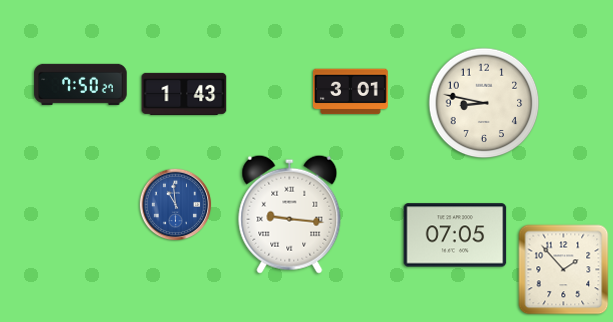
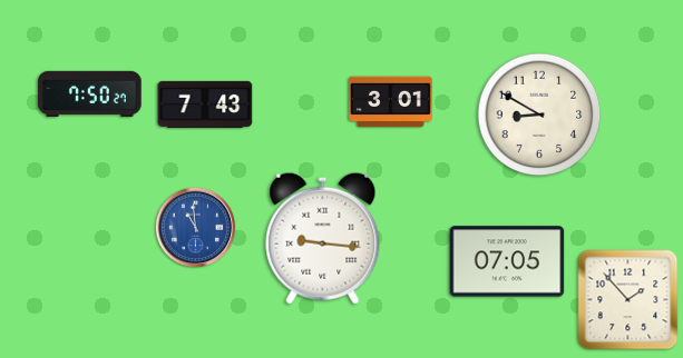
clock at (184, 94): 1:43 -> 7:43
clock at (484, 103): 8:47 -> 8:50
